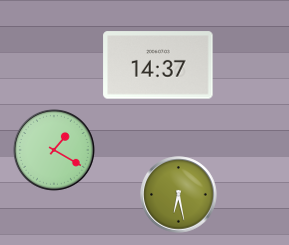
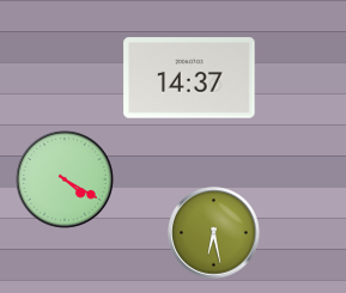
clock at (55, 151): 1:20 -> 4:20
